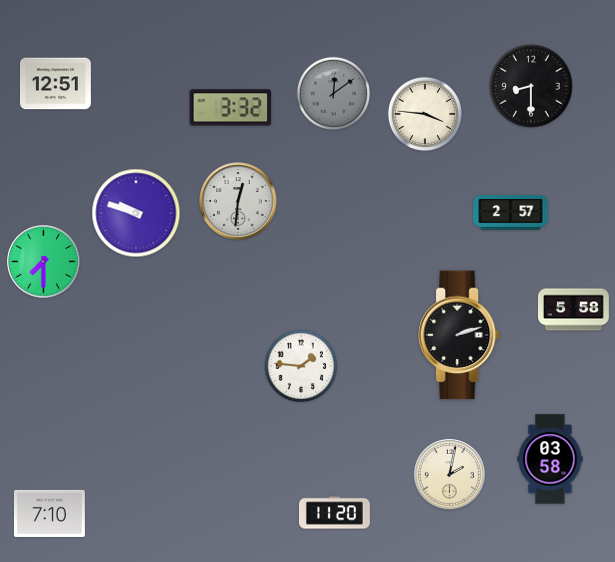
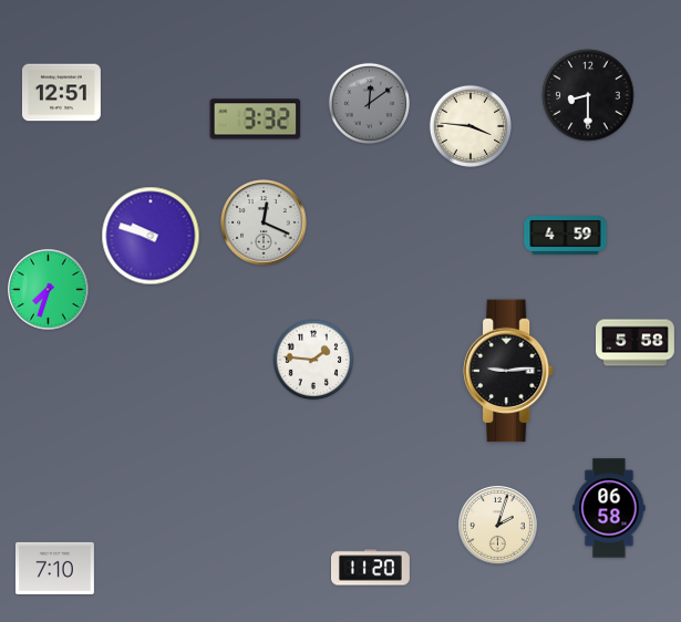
clock at (238, 201): 12:31 -> 12:19
clock at (511, 213): 2:57 -> 4:59
clock at (44, 262): 7:30 -> 7:33
clock at (459, 335): 2:12 -> 9:14
clock at (301, 366) position: (301, 366) -> (313, 360)
clock at (550, 459): 03:58 -> 06:58
clock at (449, 474): 2:02 -> 2:03
